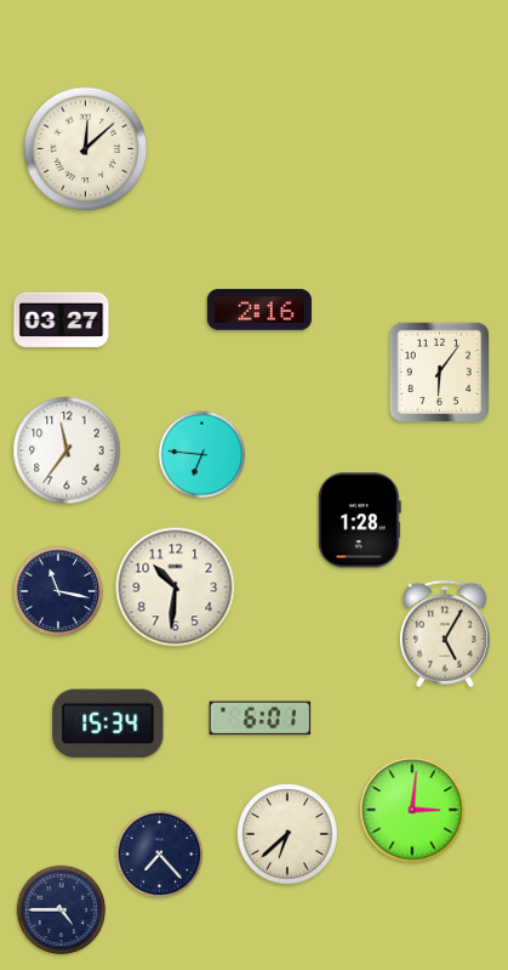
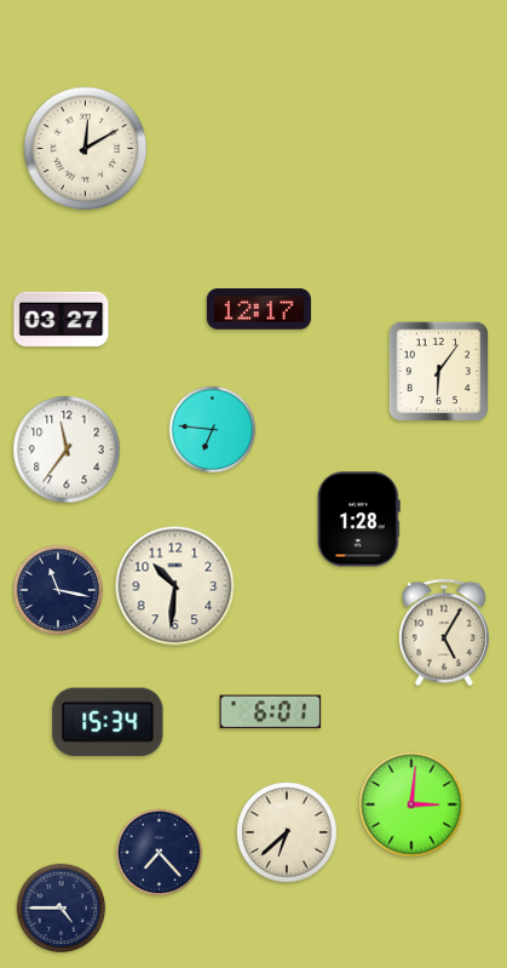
clock at (86, 149): 12:08 -> 12:10
clock at (259, 310): 2:16 -> 12:17
clock at (202, 455) position: (202, 455) -> (213, 430)
clock at (261, 719) position: (261, 719) -> (271, 712)
clock at (412, 810) position: (412, 810) -> (411, 804)
